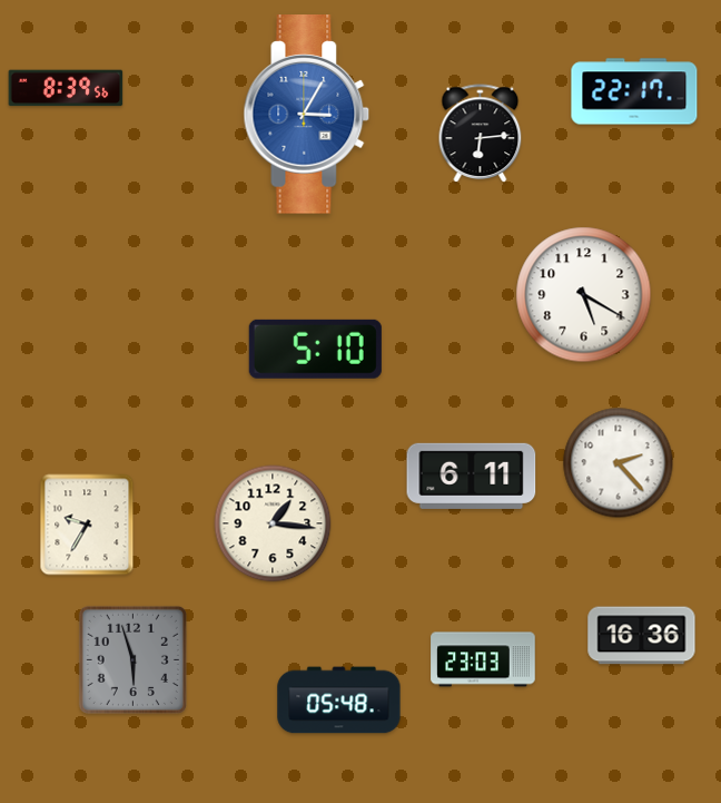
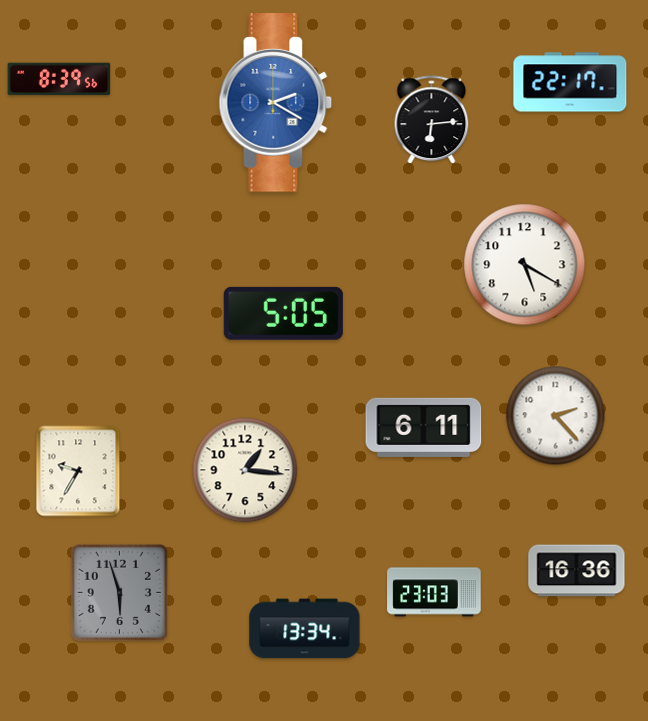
clock at (307, 115): 3:05 -> 2:20
clock at (315, 349): 5:10 -> 5:05
clock at (339, 701): 05:48 -> 13:34
